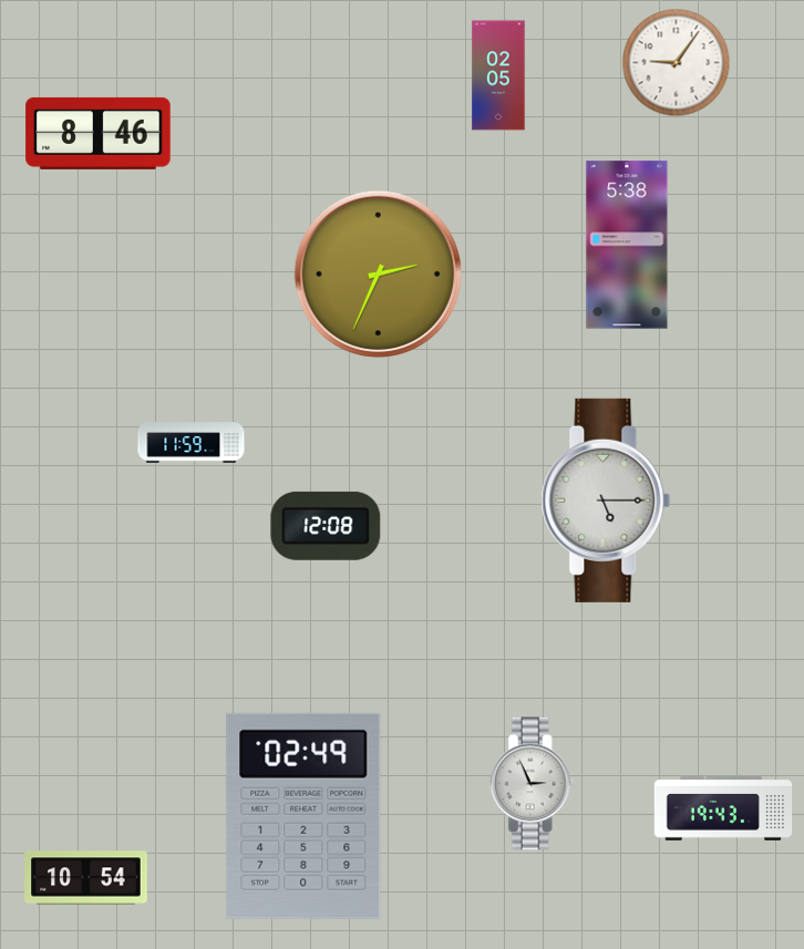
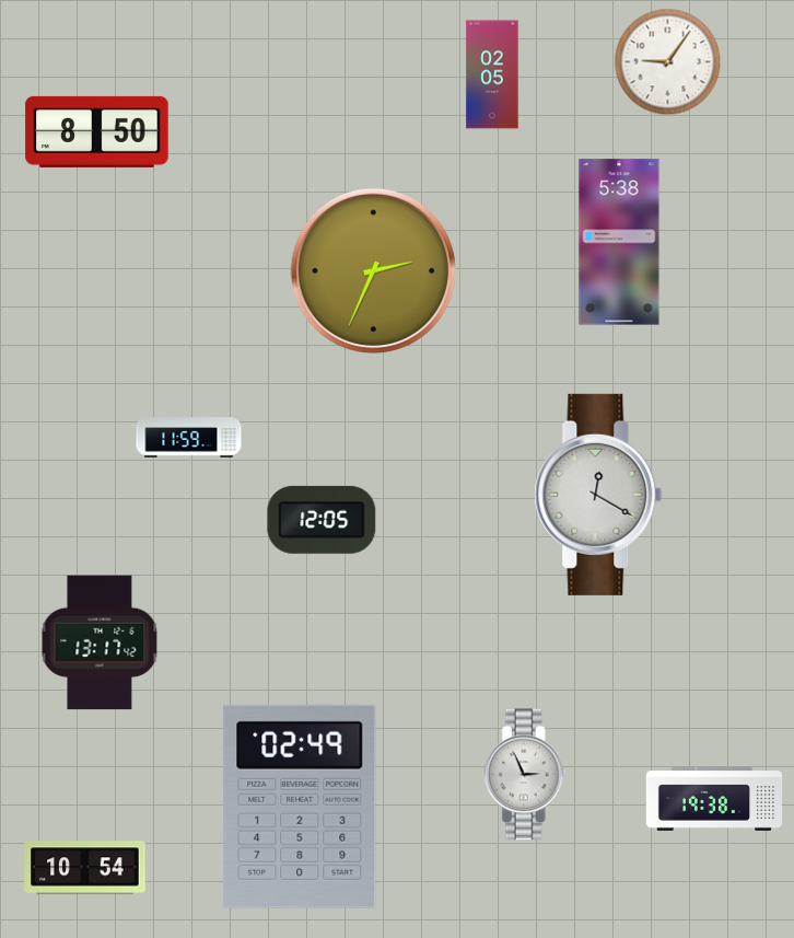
clock at (99, 133): 8:46 -> 8:50
clock at (606, 501): 5:15 -> 12:20
clock at (326, 526): 12:08 -> 12:05
clock at (100, 642): none -> 13:17
clock at (723, 809): 19:43 -> 19:38
